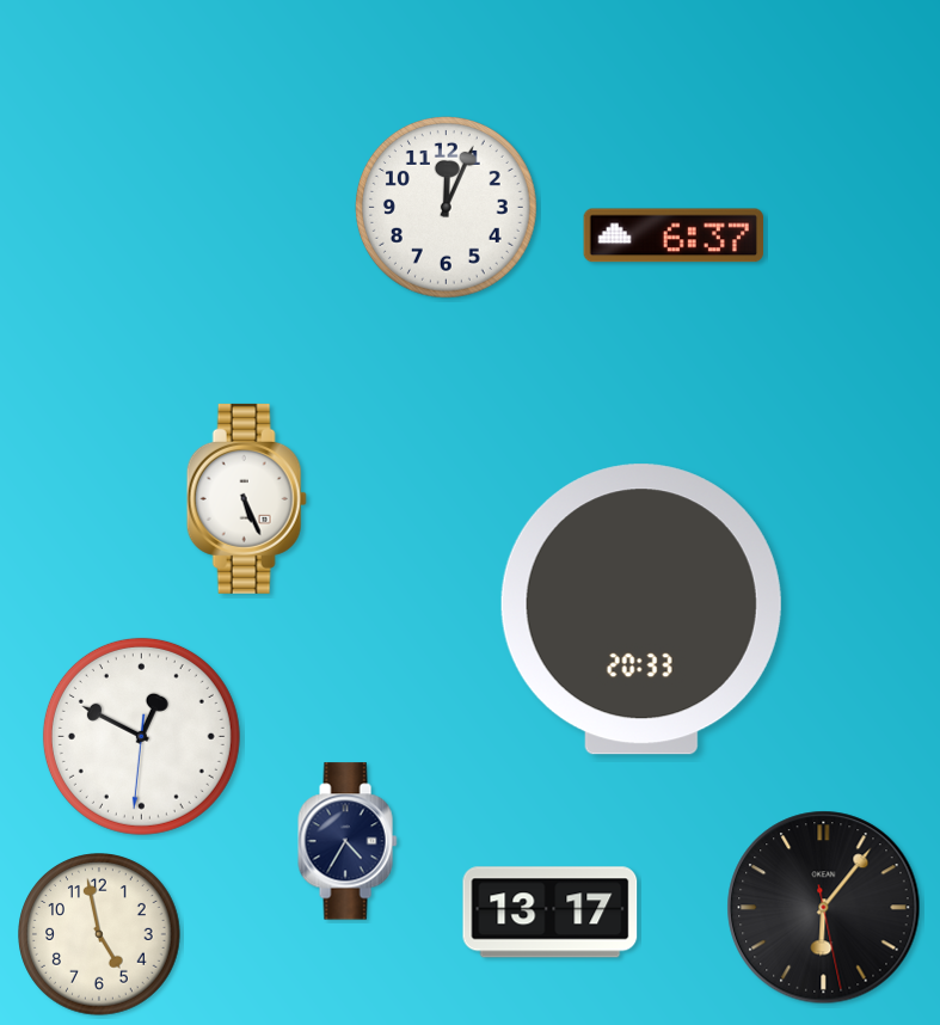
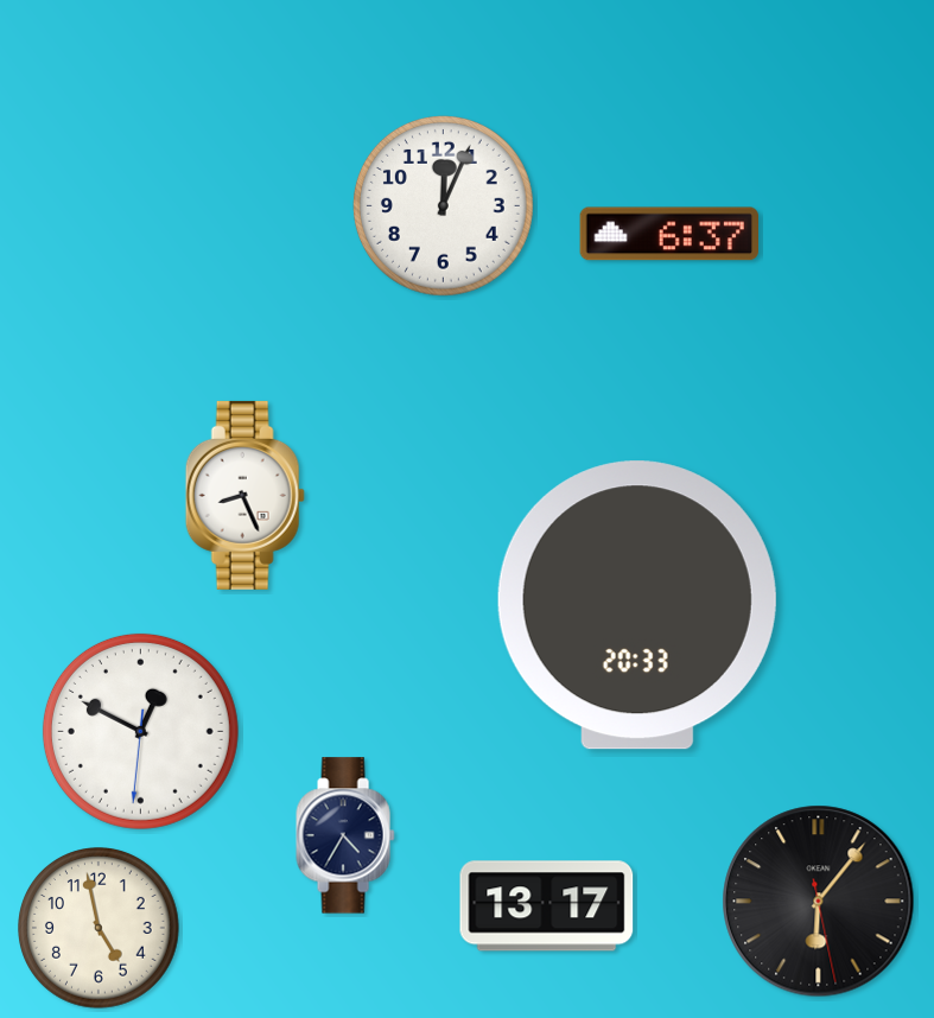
clock at (246, 498): 5:26 -> 8:26
